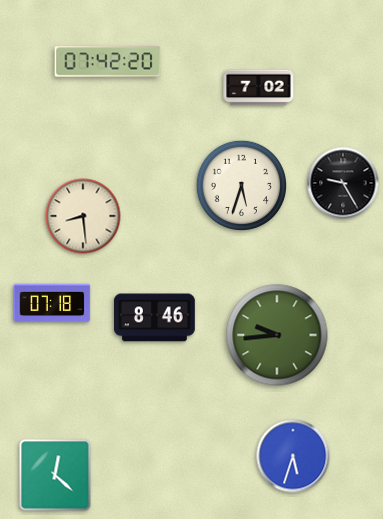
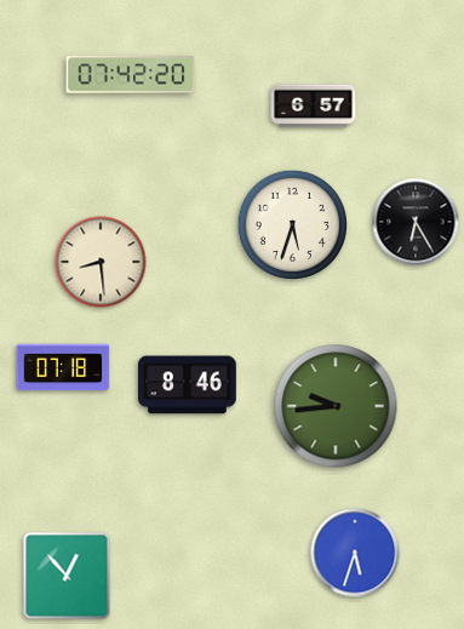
clock at (259, 88): 7:02 -> 6:57
clock at (343, 183): 9:25 -> 6:25
clock at (55, 475): 12:22 -> 12:53
